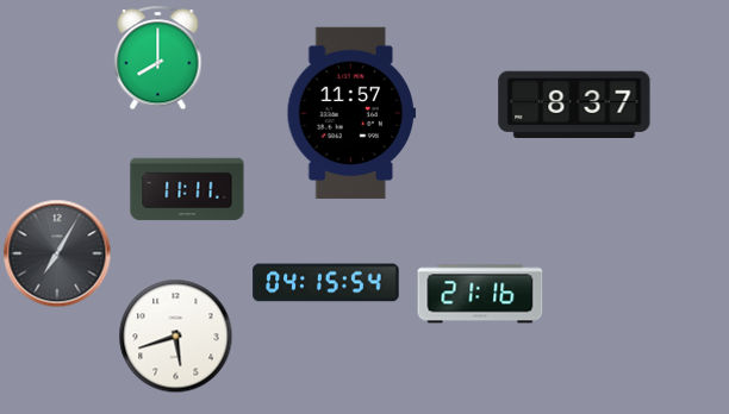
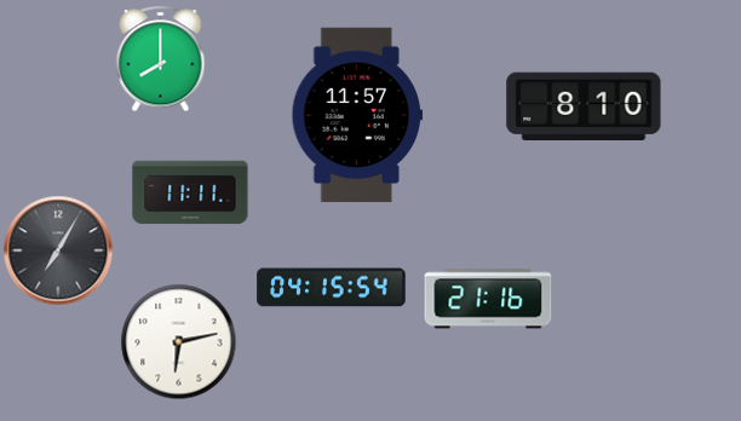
clock at (574, 103): 8:37 -> 8:10
clock at (57, 253) position: (57, 253) -> (58, 250)
clock at (176, 337): 5:42 -> 6:13
